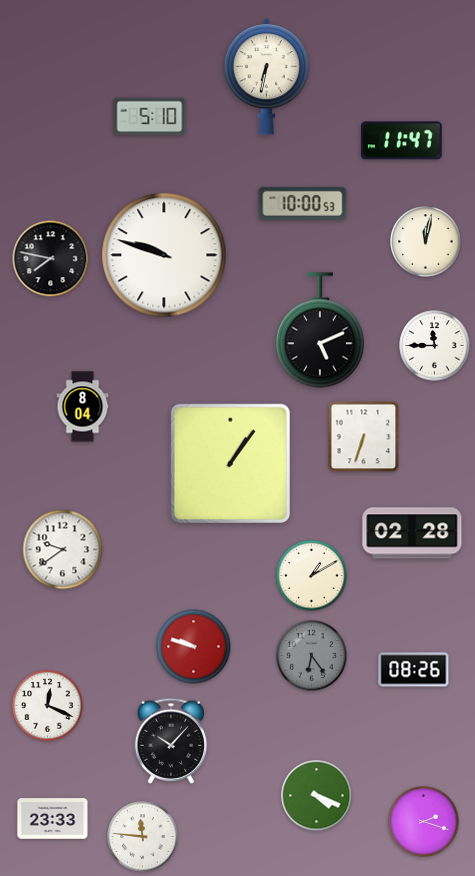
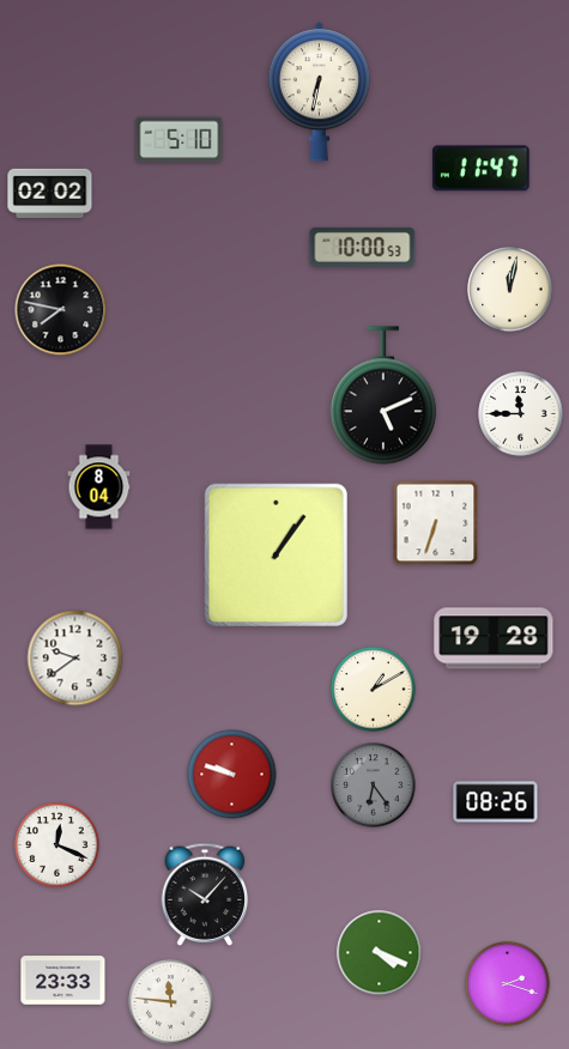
clock at (50, 193): none -> 02:02
clock at (303, 203) position: (303, 203) -> (363, 247)
clock at (164, 255): 9:48 -> none
clock at (412, 533): 02:28 -> 19:28
clock at (171, 741) position: (171, 741) -> (205, 895)
